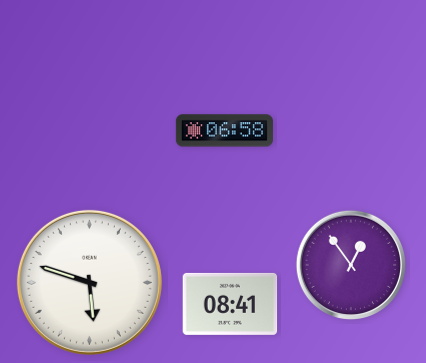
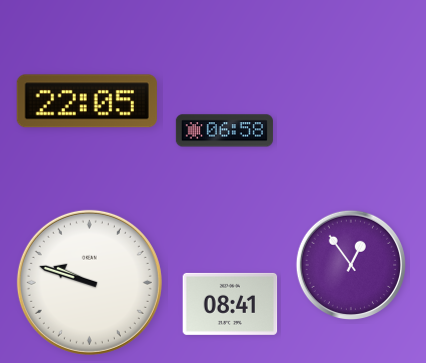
clock at (87, 101): none -> 22:05
clock at (89, 282): 5:48 -> 9:48
